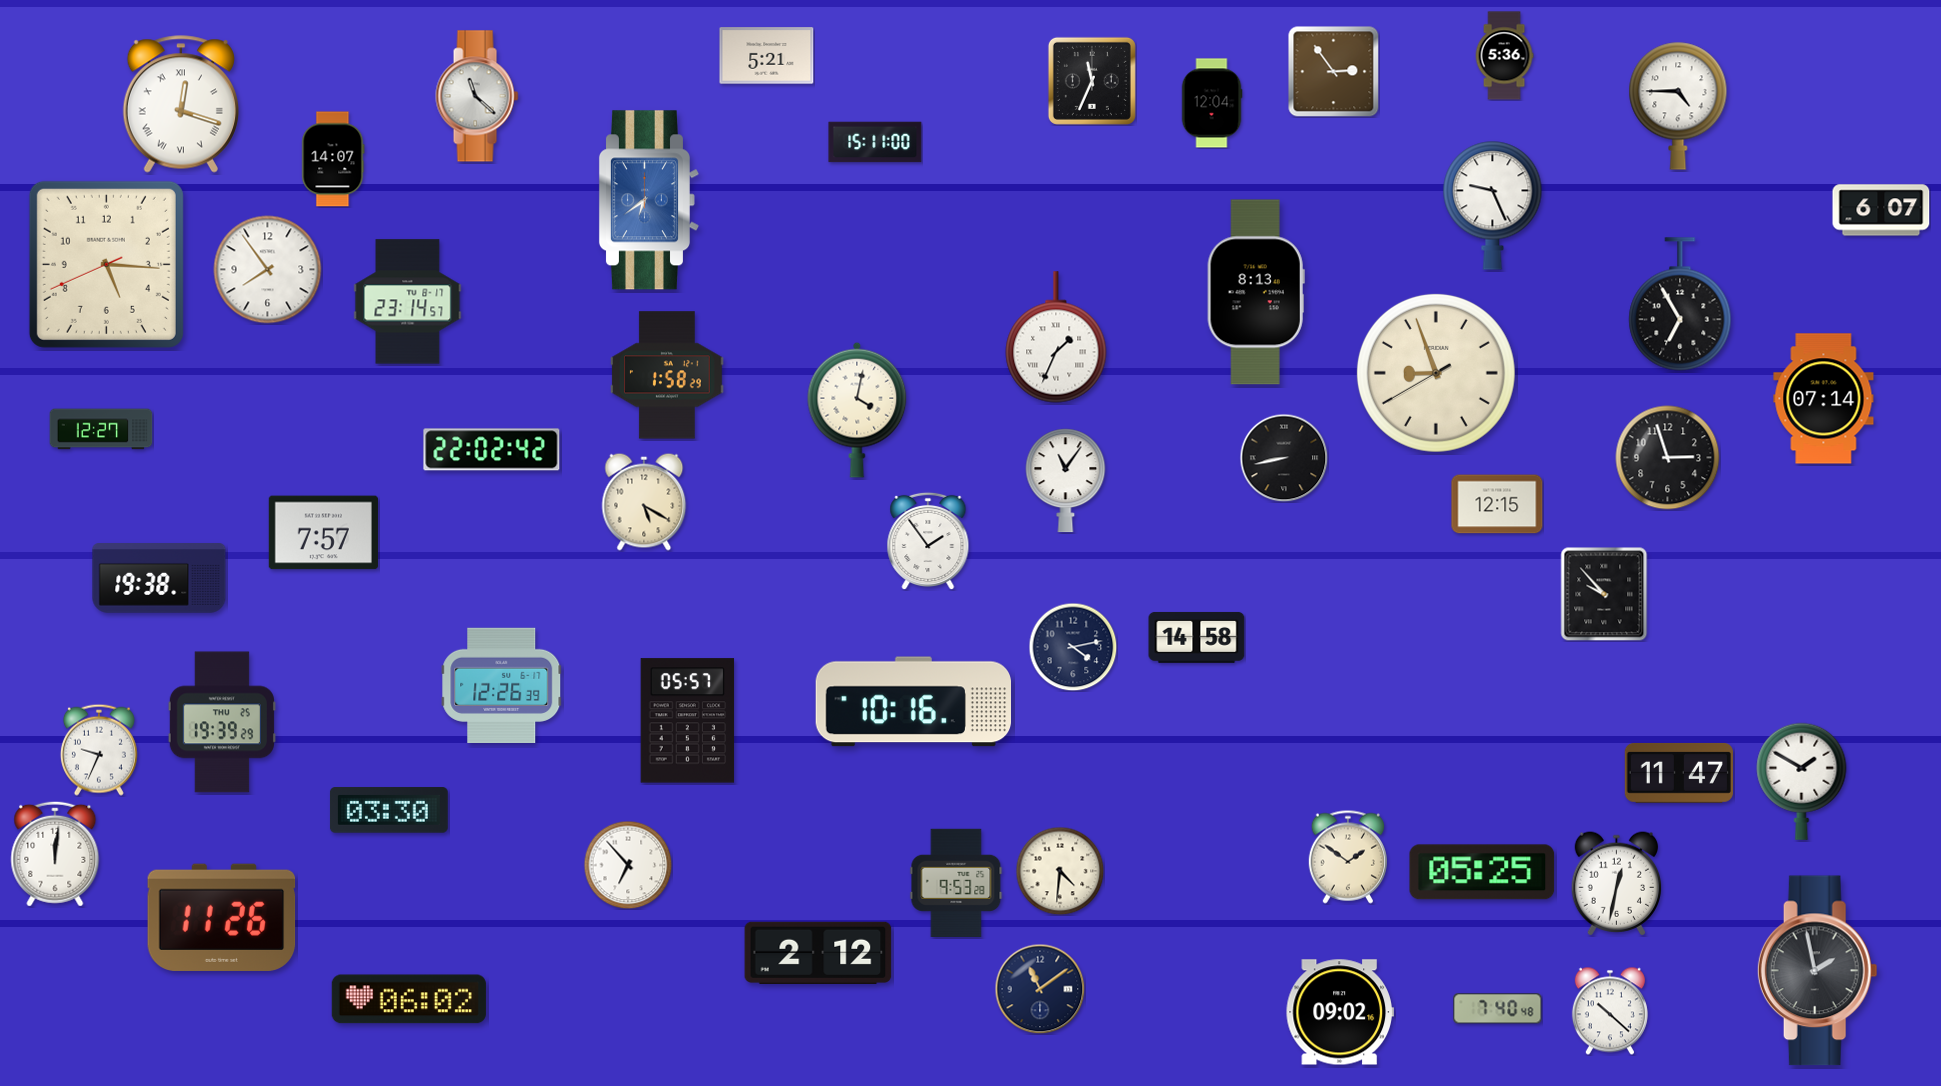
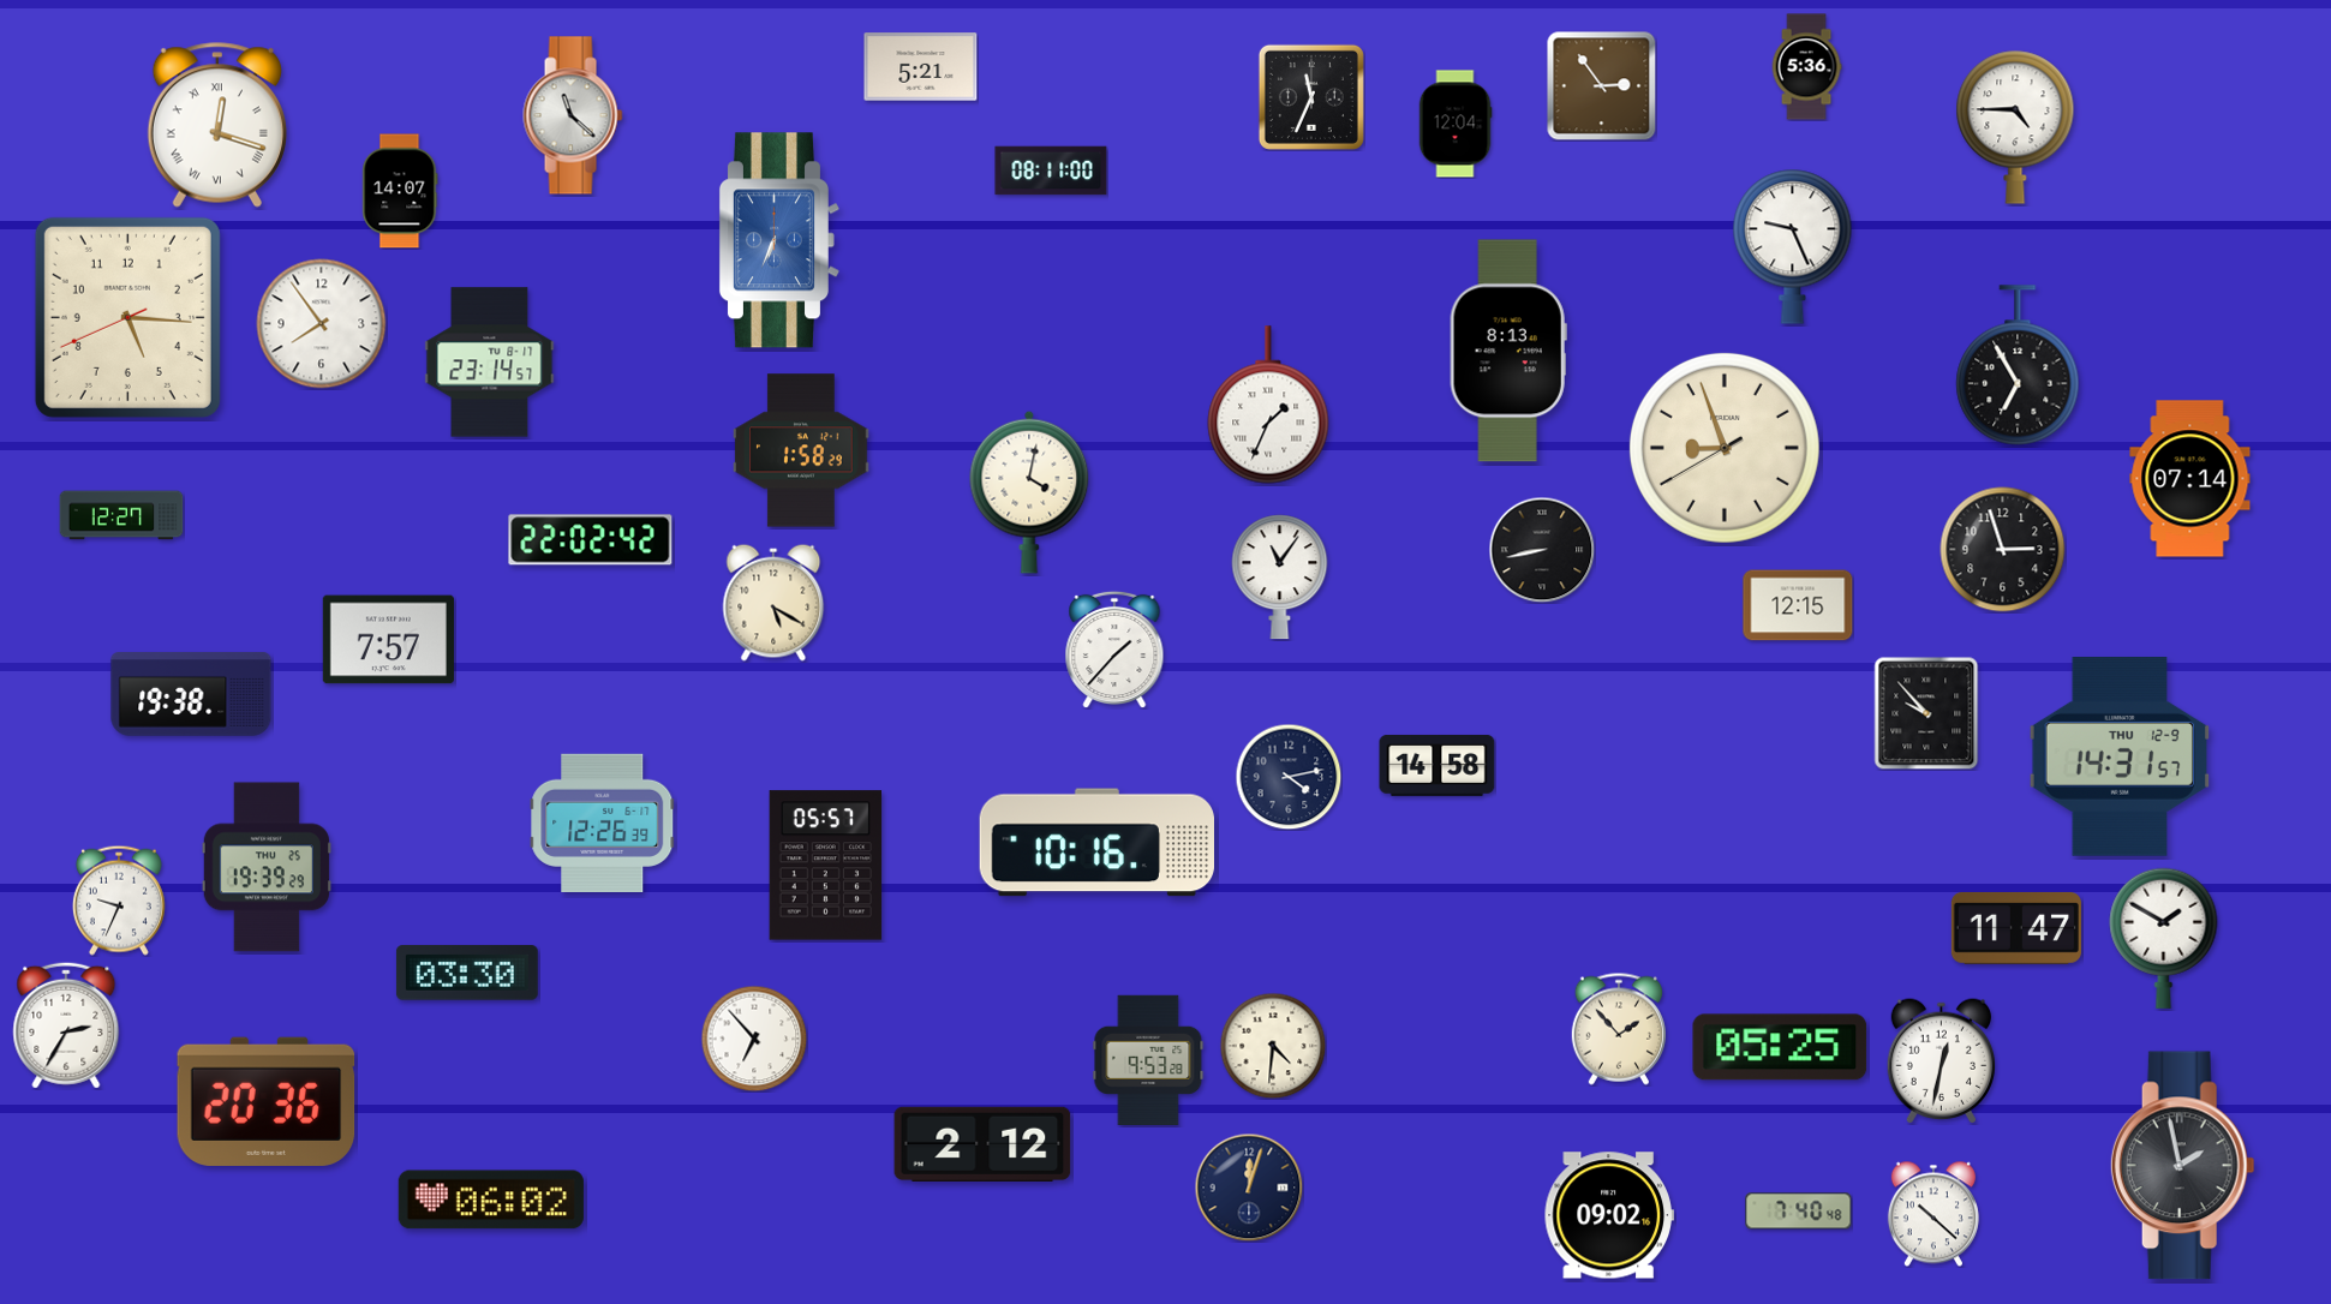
clock at (875, 142): 15:11 -> 08:11
clock at (649, 200): 6:39 -> 6:34
clock at (1881, 210): 6:07 -> none
clock at (928, 541): 1:54 -> 1:37
clock at (2120, 758): none -> 14:31
clock at (55, 854): 12:01 -> 2:35
clock at (1347, 857): 1:51 -> 1:53
clock at (222, 917): 11:26 -> 20:36
clock at (1040, 989): 11:09 -> 12:03
